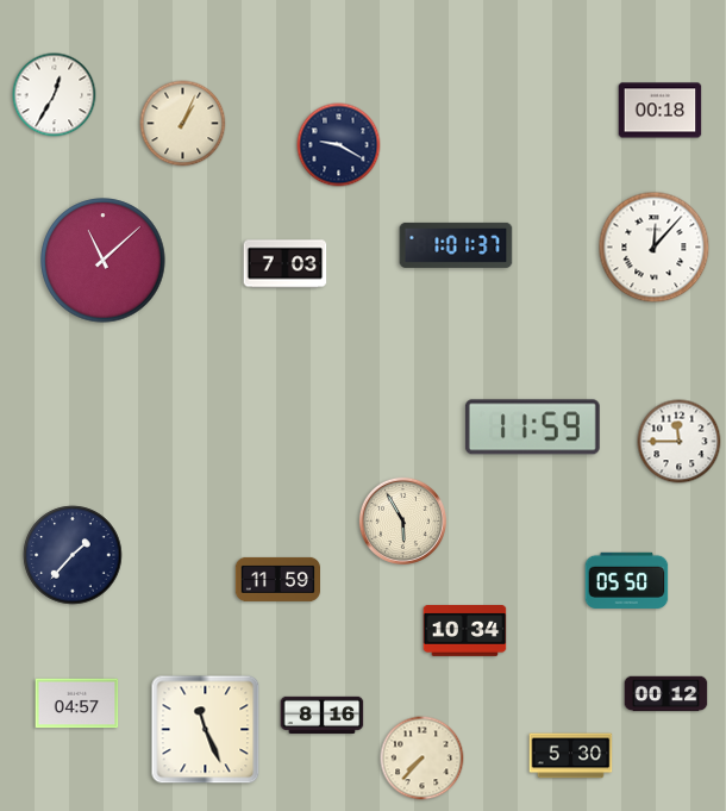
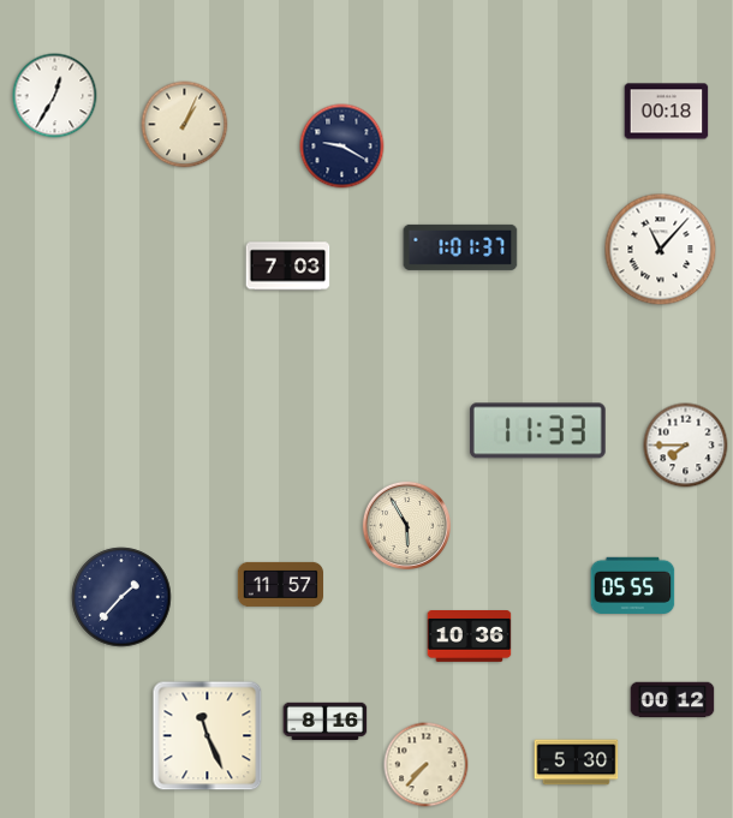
clock at (655, 248): 12:07 -> 11:07
clock at (104, 261): 11:08 -> none
clock at (532, 428): 11:59 -> 11:33
clock at (680, 442): 11:45 -> 7:45
clock at (73, 555) position: (73, 555) -> (121, 597)
clock at (277, 579): 11:59 -> 11:57
clock at (627, 580): 05:50 -> 05:55
clock at (465, 631): 10:34 -> 10:36
clock at (77, 704): 04:57 -> none
